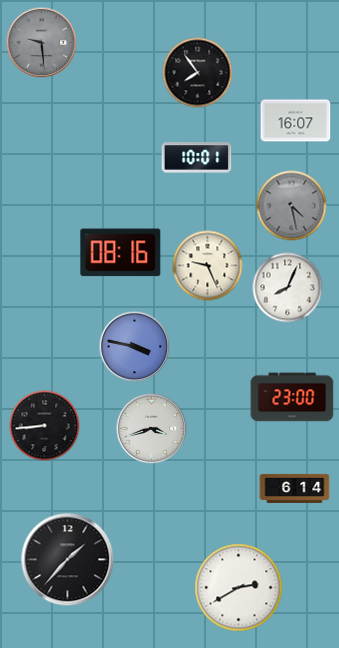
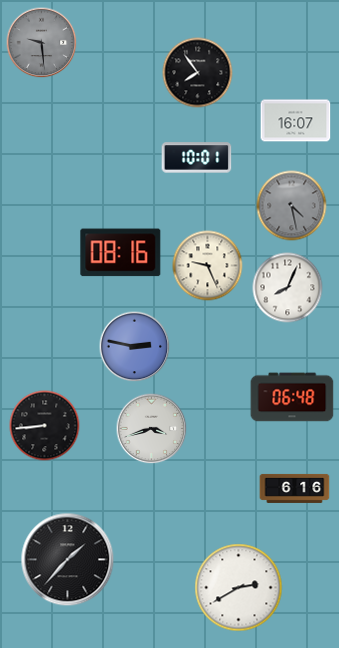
clock at (135, 347): 3:47 -> 2:47
clock at (292, 397): 23:00 -> 06:48
clock at (295, 488): 6:14 -> 6:16
